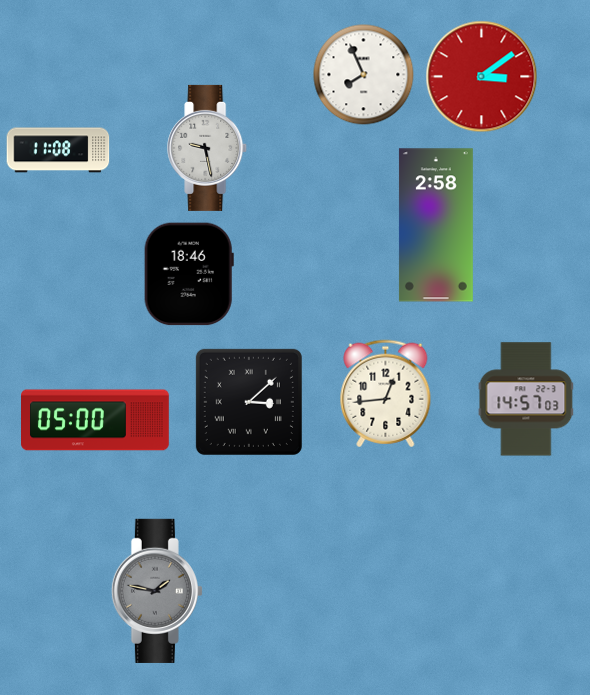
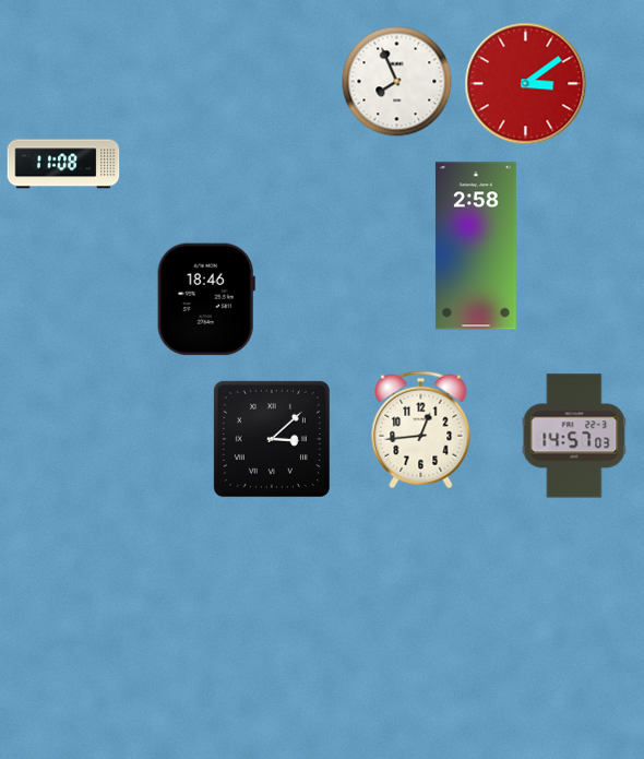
clock at (208, 148): 9:28 -> none
clock at (95, 420): 05:00 -> none
clock at (157, 591): 1:47 -> none
